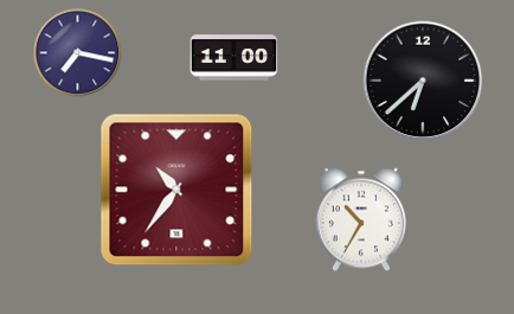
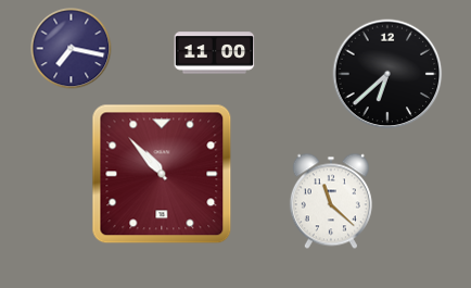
clock at (176, 190): 10:36 -> 10:53
clock at (361, 219): 10:35 -> 11:22
